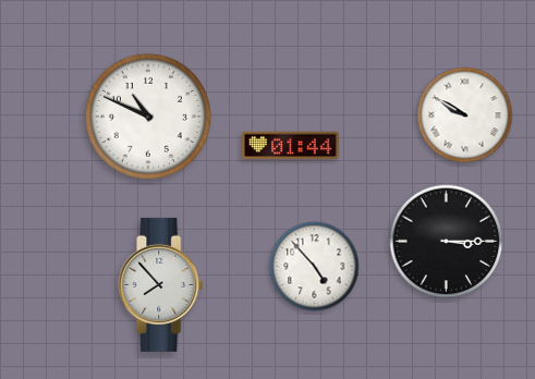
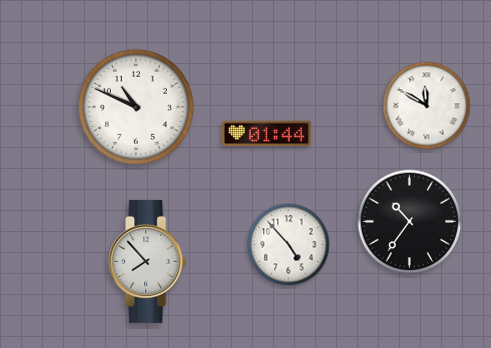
clock at (465, 115): 9:50 -> 11:50
clock at (447, 242): 3:15 -> 10:36
